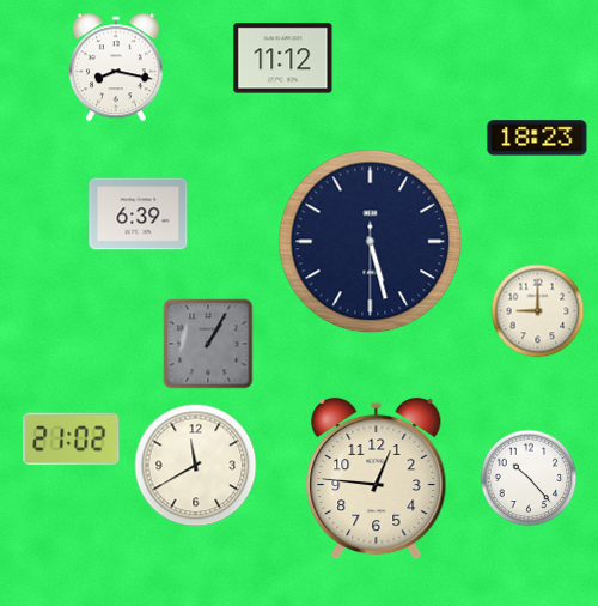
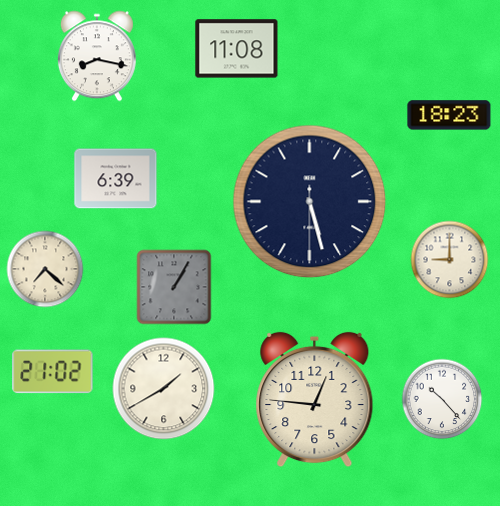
clock at (283, 59): 11:12 -> 11:08
clock at (45, 269): none -> 7:22
clock at (72, 440) position: (72, 440) -> (53, 372)
clock at (196, 466): 11:40 -> 1:40
